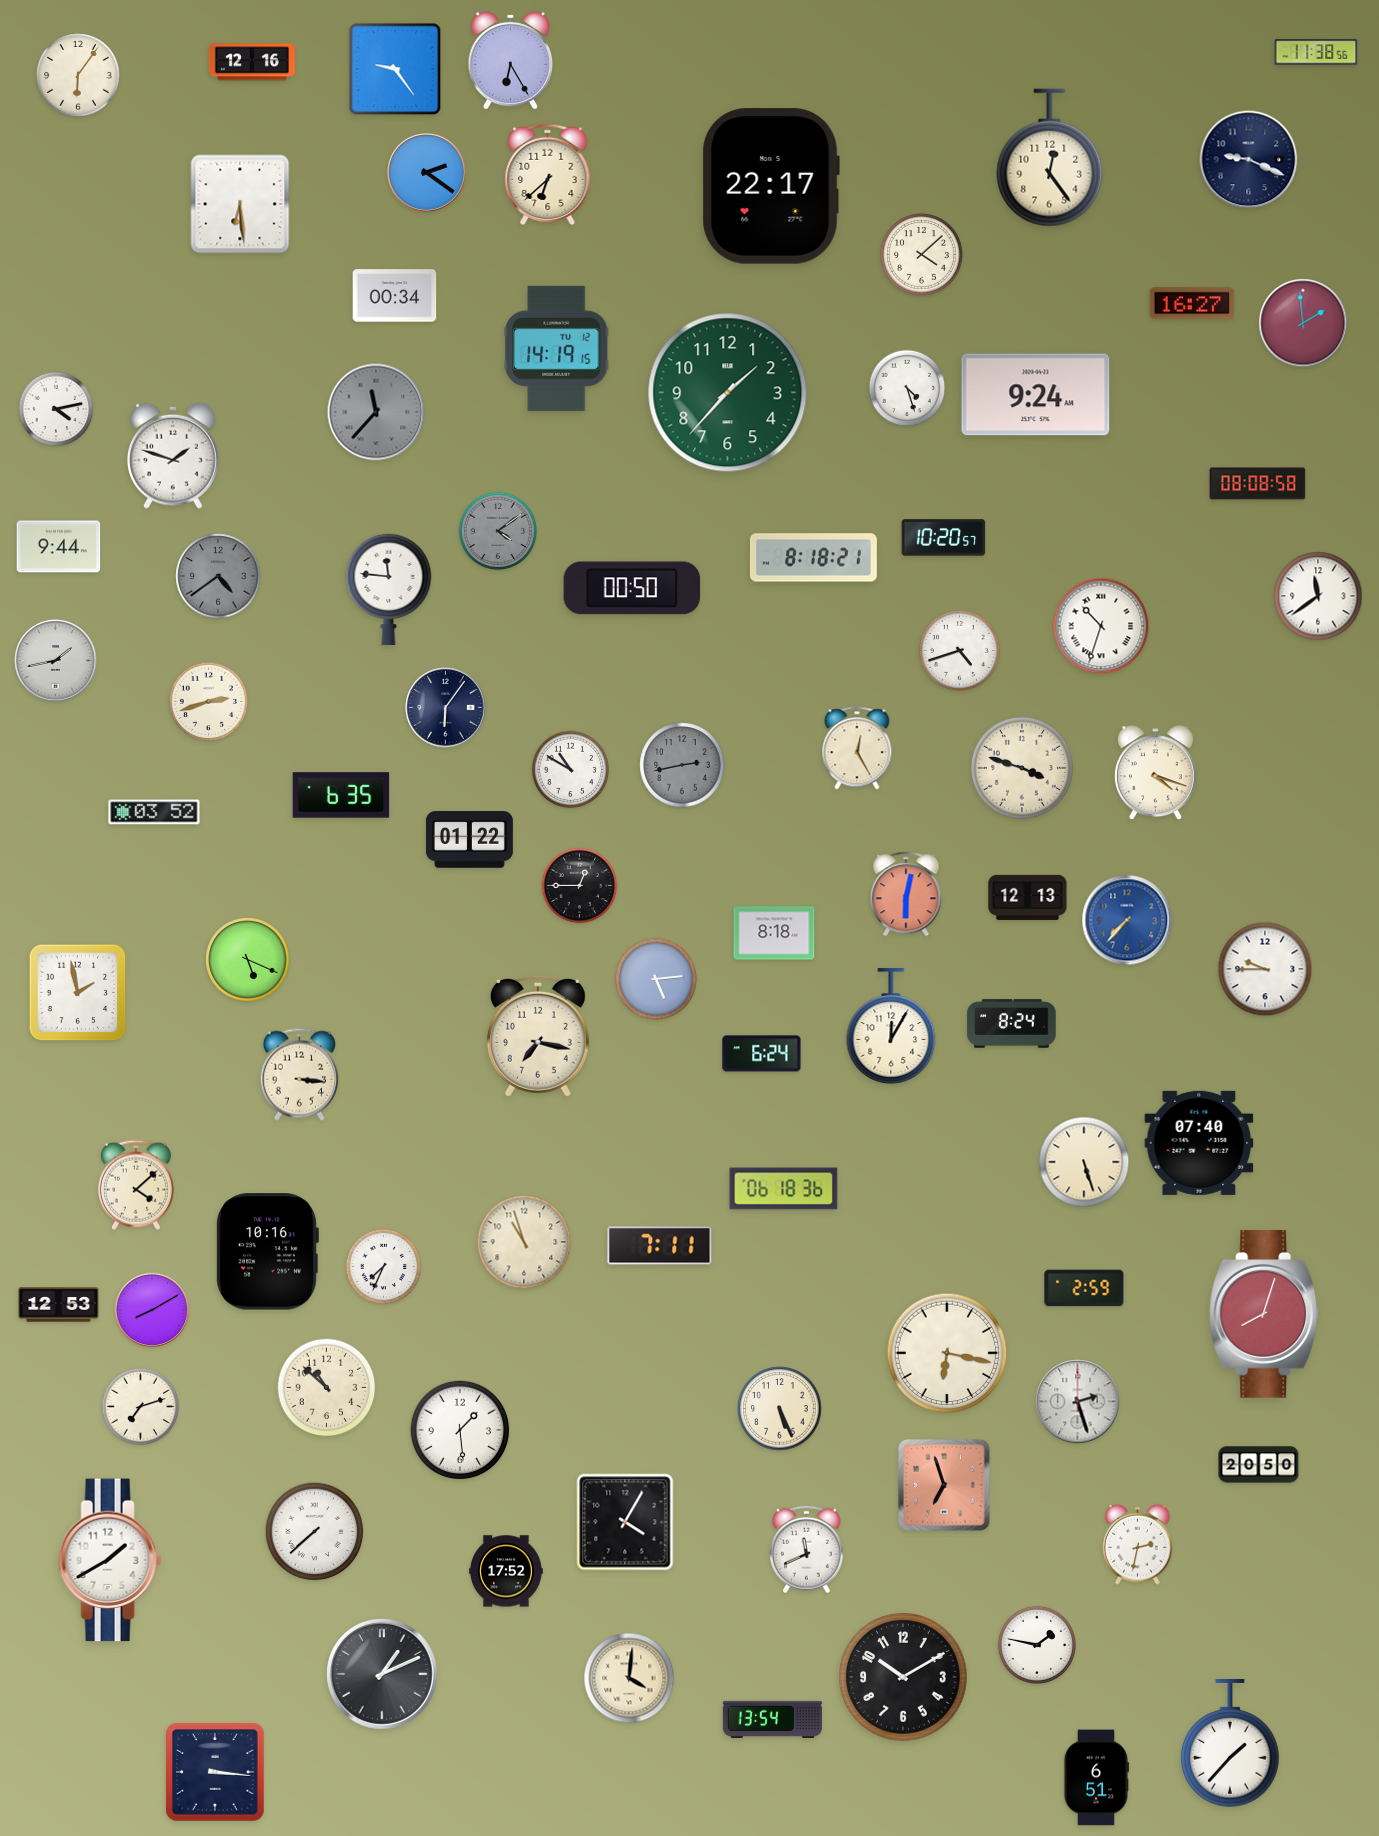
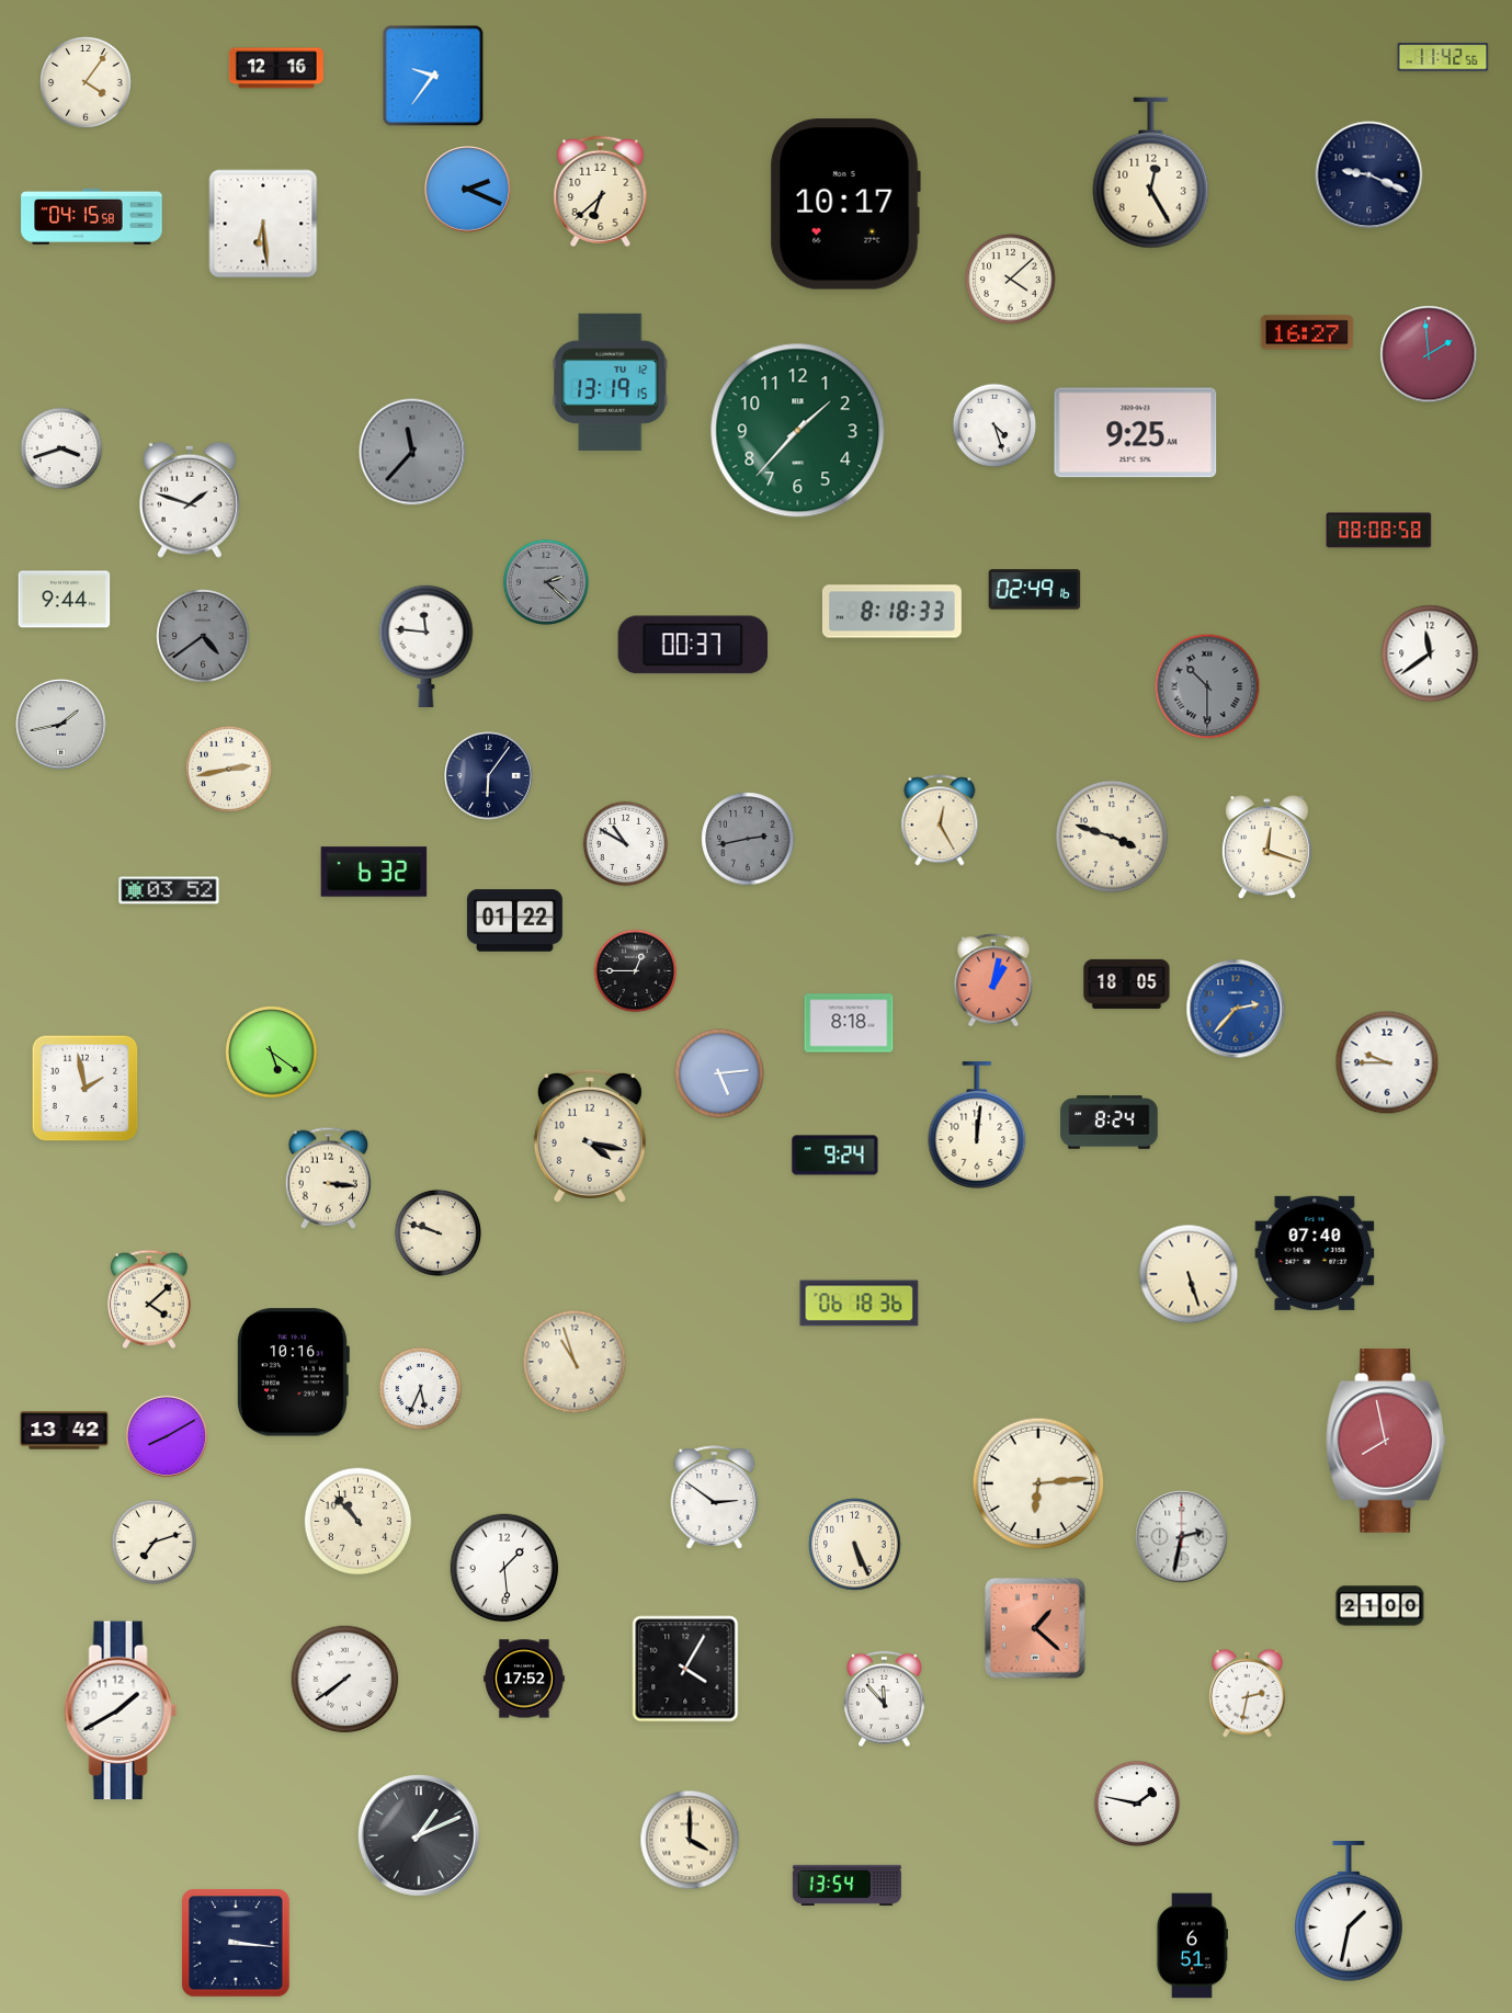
clock at (1316, 52): 11:38 -> 11:42
clock at (511, 60): 6:25 -> none
clock at (395, 69): 9:24 -> 9:36
clock at (78, 75): 6:06 -> 4:06
clock at (1050, 158): 12:24 -> 12:25
clock at (427, 173): 2:21 -> 2:19
clock at (771, 186): 22:17 -> 10:17
clock at (92, 216): none -> 04:15
clock at (395, 296): 00:34 -> none
clock at (557, 348): 14:19 -> 13:19
clock at (1036, 395): 9:24 -> 9:25
clock at (56, 409): 4:13 -> 3:42
clock at (497, 530): 4:09 -> 2:22
clock at (944, 538): 10:20 -> 02:49
clock at (813, 558): 8:18:21 -> 8:18:33
clock at (218, 576) position: (218, 576) -> (203, 636)
clock at (632, 588): 00:50 -> 00:37
clock at (1318, 596) position: (1318, 596) -> (1430, 653)
clock at (1101, 626): 10:33 -> 10:30
clock at (1101, 626) dial: white -> grey
clock at (959, 650): 4:42 -> none
clock at (208, 701): 2:42 -> 2:43
clock at (1022, 768) position: (1022, 768) -> (1112, 837)
clock at (1155, 773): 4:18 -> 12:18
clock at (341, 795): 6:35 -> 6:32
clock at (906, 894): 6:02 -> 1:02
clock at (1028, 897): 12:13 -> 18:05
clock at (1127, 920): 7:37 -> 2:37
clock at (248, 960): 5:19 -> 5:21
clock at (891, 1026): 12:05 -> 12:01
clock at (538, 1036): 7:17 -> 4:17
clock at (762, 1054): 6:24 -> 9:24
clock at (437, 1232): none -> 9:48
clock at (660, 1246): 7:11 -> none
clock at (384, 1267): 7:34 -> 5:34
clock at (1084, 1288): 2:59 -> none
clock at (59, 1305): 12:53 -> 13:42
clock at (1265, 1315): 8:03 -> 7:58
clock at (947, 1353): 6:17 -> 6:14
clock at (715, 1498): none -> 2:51
clock at (327, 1388): 10:52 -> 10:53
clock at (1078, 1402): 2:27 -> 2:32
clock at (1259, 1465): 20:50 -> 21:00
clock at (944, 1485): 6:57 -> 1:22
clock at (315, 1532): 7:38 -> 7:39
clock at (807, 1550): 11:41 -> 11:53
clock at (507, 1571) position: (507, 1571) -> (525, 1679)
clock at (903, 1677): 10:10 -> none
clock at (629, 1678): 4:01 -> 4:00
clock at (1231, 1744): 1:37 -> 1:32
clock at (1096, 1778) position: (1096, 1778) -> (1192, 1946)
